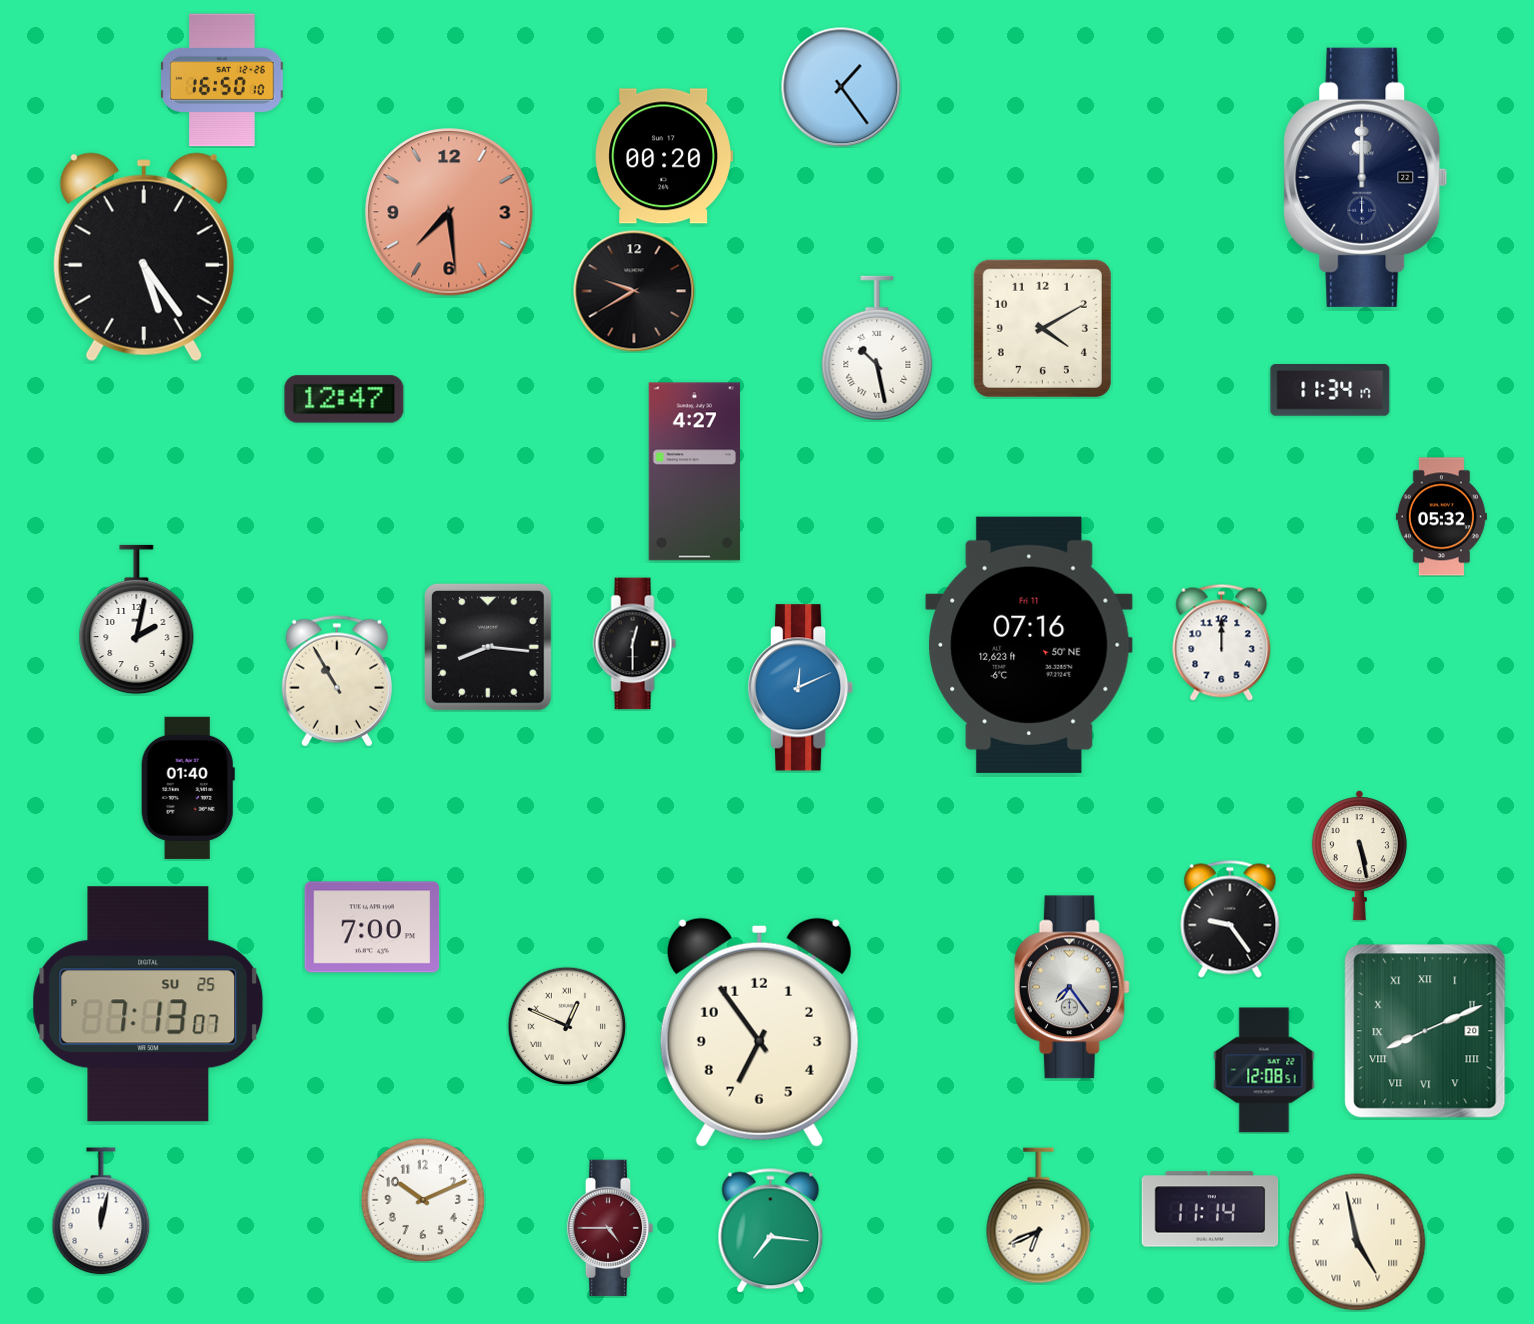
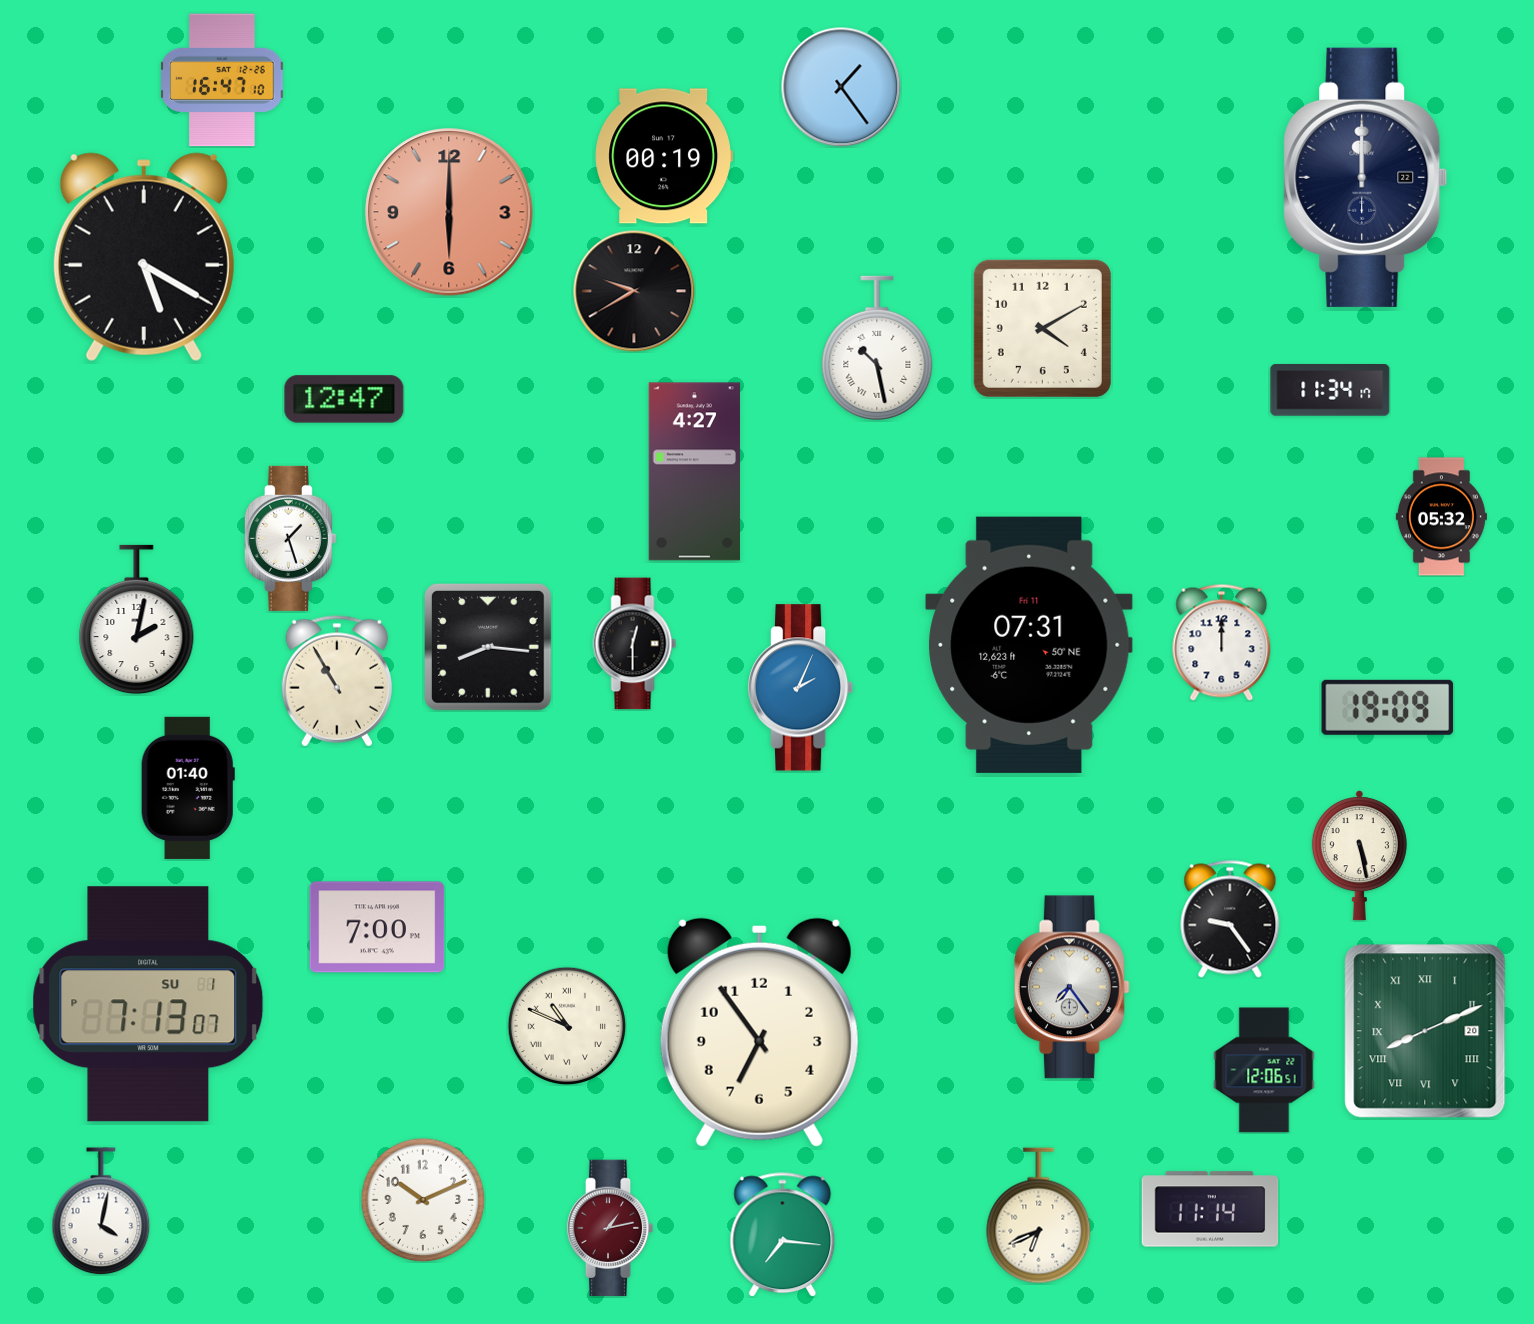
clock at (222, 80): 16:50 -> 16:47
clock at (663, 156): 00:20 -> 00:19
clock at (449, 212): 7:29 -> 6:00
clock at (144, 257): 5:24 -> 5:20
clock at (290, 538): none -> 1:27
clock at (1029, 645): 07:16 -> 07:31
clock at (801, 688): 12:11 -> 2:04
clock at (1388, 707): none -> 19:09
clock at (372, 927) position: (372, 927) -> (377, 927)
clock at (148, 1004) date: SU 25 -> SU 1
clock at (567, 1026): 12:49 -> 10:49
clock at (1264, 1070): 12:08 -> 12:06
clock at (101, 1211): 12:02 -> 4:02
clock at (610, 1228): 4:45 -> 1:13
clock at (771, 1231) position: (771, 1231) -> (783, 1235)
clock at (1357, 1242): 4:58 -> none
